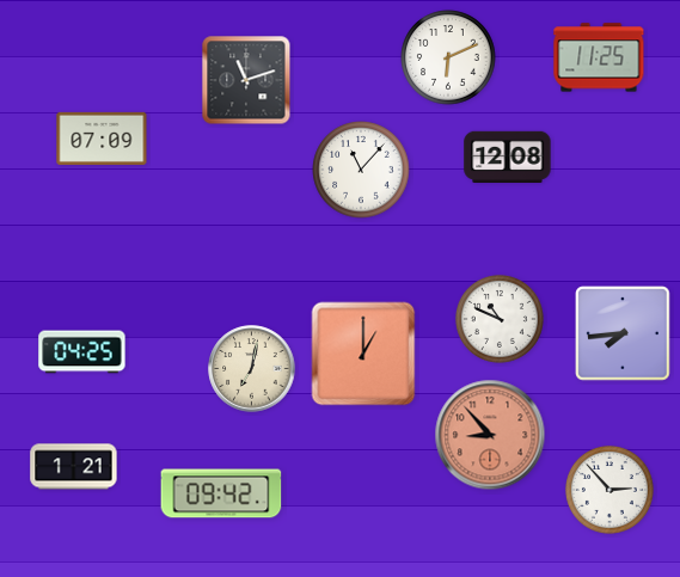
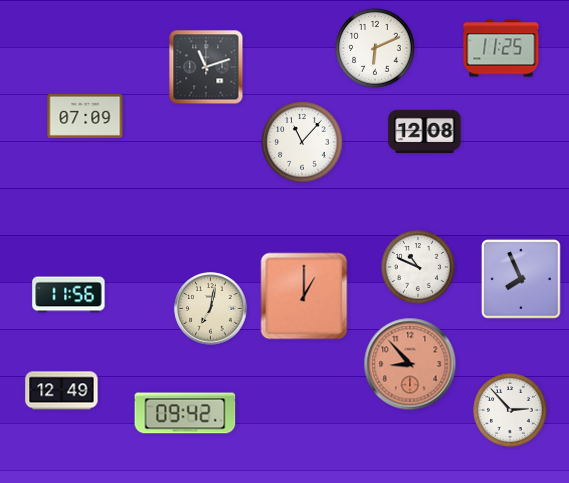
clock at (623, 333): 7:44 -> 7:56
clock at (82, 352): 04:25 -> 11:56
clock at (74, 467): 1:21 -> 12:49
